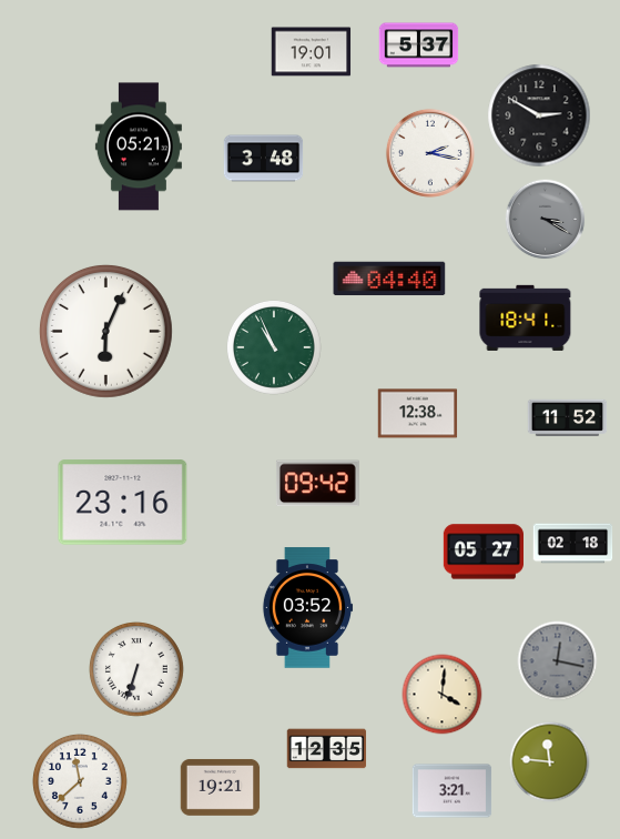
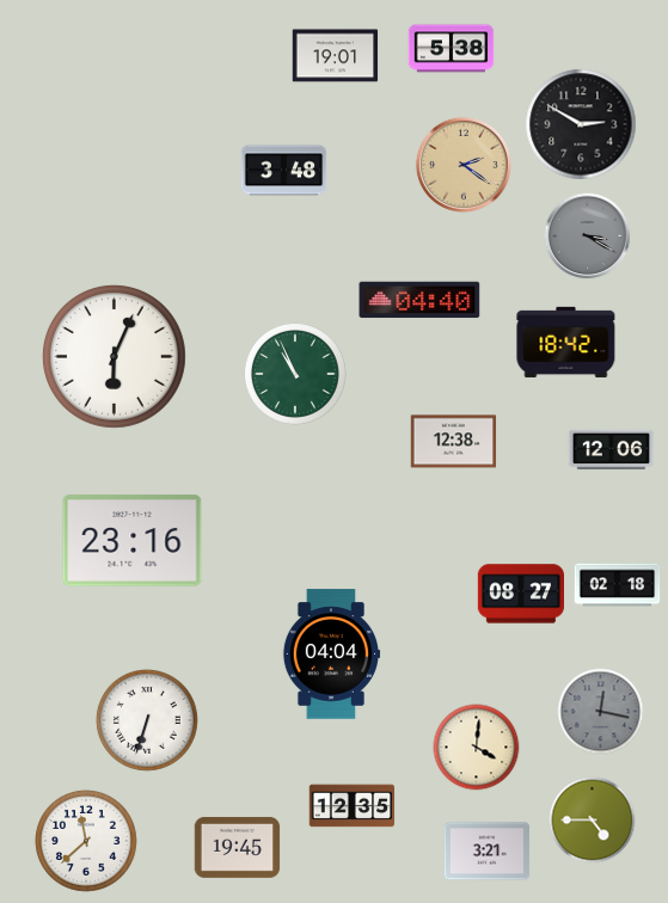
clock at (419, 46): 5:37 -> 5:38
clock at (139, 146): 05:21 -> none
clock at (430, 153): 2:17 -> 2:21
clock at (430, 153) dial: white -> champagne
clock at (526, 317): 18:41 -> 18:42
clock at (418, 414) position: (418, 414) -> (454, 442)
clock at (568, 417): 11:52 -> 12:06
clock at (317, 484): 09:42 -> none
clock at (482, 552): 05:27 -> 08:27
clock at (307, 608): 03:52 -> 04:04
clock at (550, 762): 11:46 -> 4:45
clock at (221, 787): 19:21 -> 19:45
